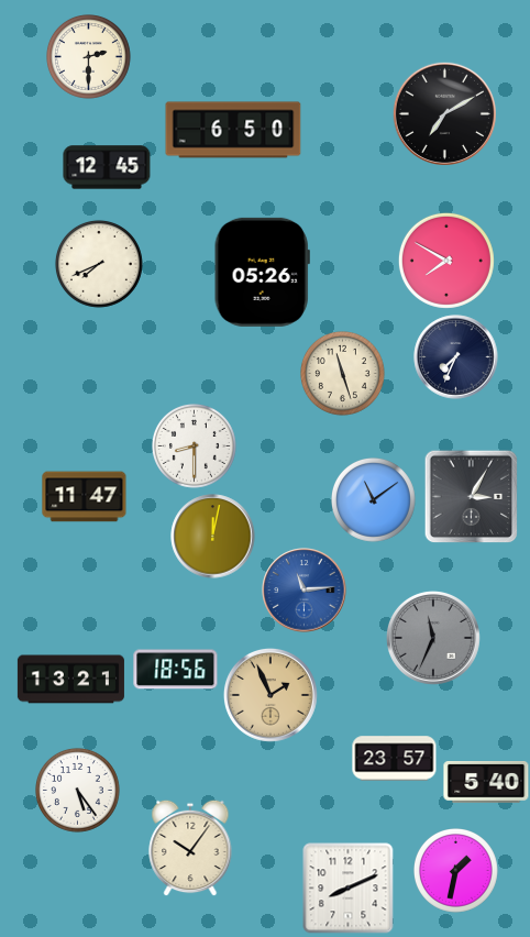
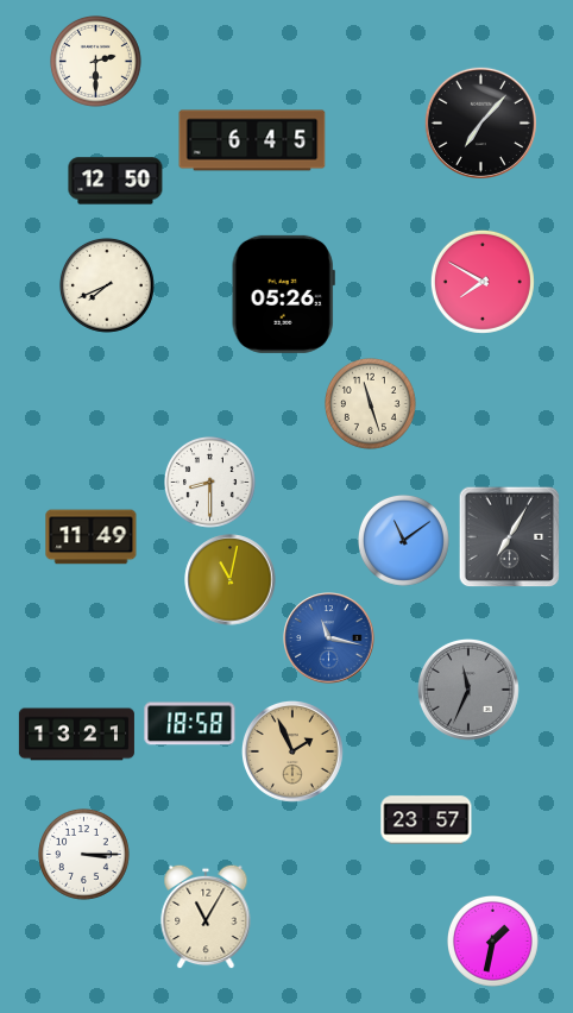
clock at (444, 113): 7:10 -> 7:07
clock at (233, 130): 6:50 -> 6:45
clock at (107, 167): 12:45 -> 12:50
clock at (456, 357): 7:34 -> none
clock at (471, 496): 3:05 -> 7:05
clock at (85, 497): 11:47 -> 11:49
clock at (213, 537): 12:02 -> 11:02
clock at (305, 591): 11:14 -> 11:17
clock at (176, 670): 18:56 -> 18:58
clock at (486, 783): 5:40 -> none
clock at (78, 791): 5:24 -> 3:15
clock at (190, 848): 10:06 -> 11:05
clock at (349, 889): 8:11 -> none
